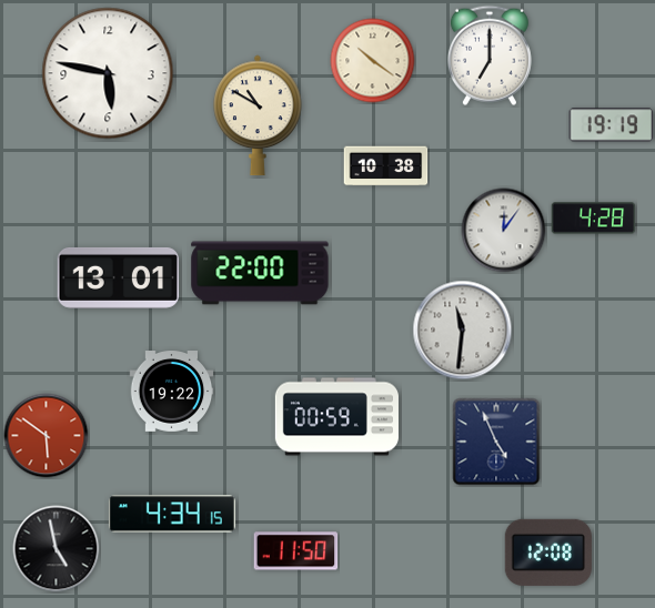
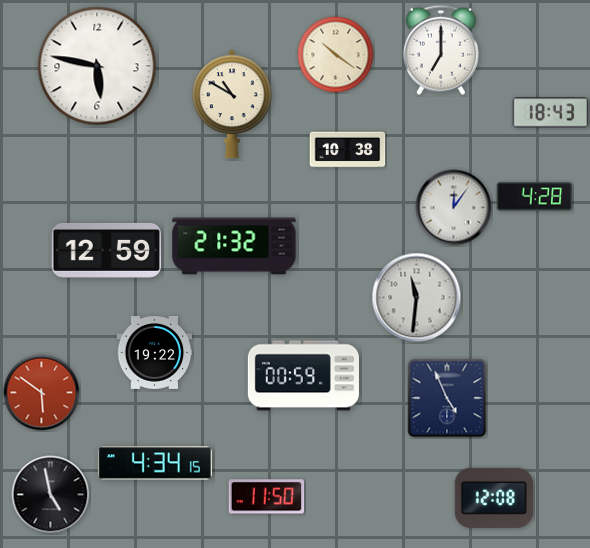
clock at (612, 125): 19:19 -> 18:43
clock at (260, 273): 22:00 -> 21:32
clock at (118, 277): 13:01 -> 12:59
